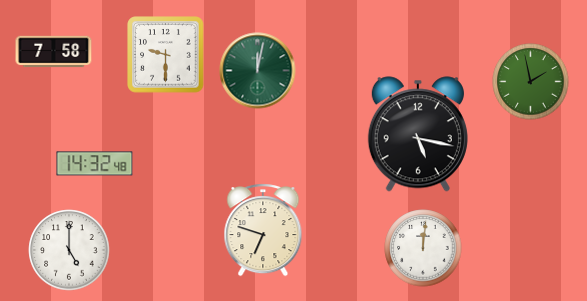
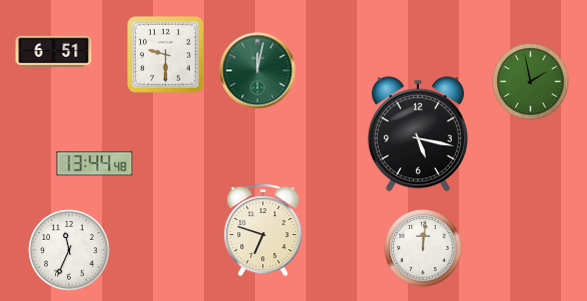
clock at (54, 52): 7:58 -> 6:51
clock at (95, 164): 14:32 -> 13:44
clock at (69, 250): 5:00 -> 11:34
